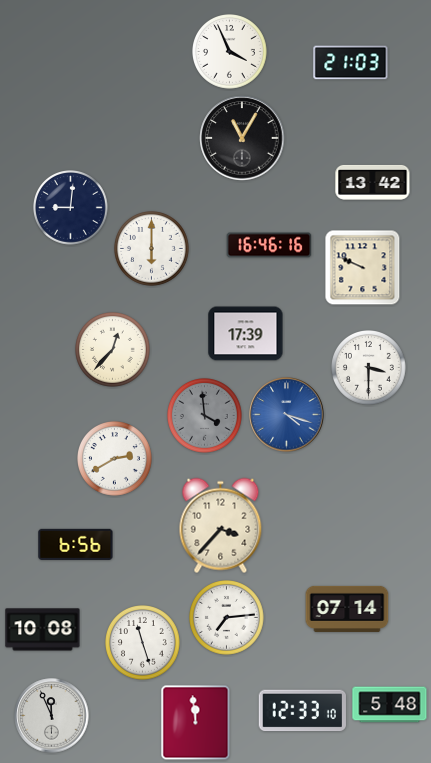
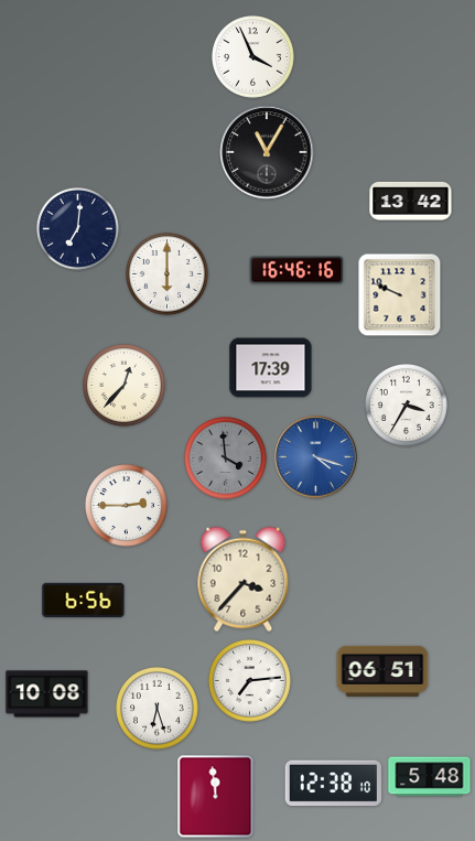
clock at (351, 63): 21:03 -> none
clock at (71, 208): 9:01 -> 7:01
clock at (369, 368): 3:30 -> 3:35
clock at (115, 459): 2:40 -> 2:45
clock at (347, 609): 07:14 -> 06:51
clock at (143, 643): 11:27 -> 6:27
clock at (302, 711): 12:33 -> 12:38
clock at (52, 716): 11:56 -> none
